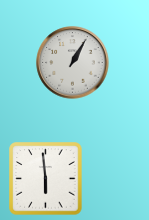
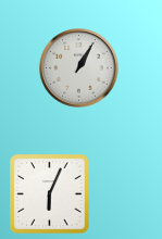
clock at (46, 179): 5:59 -> 6:04
